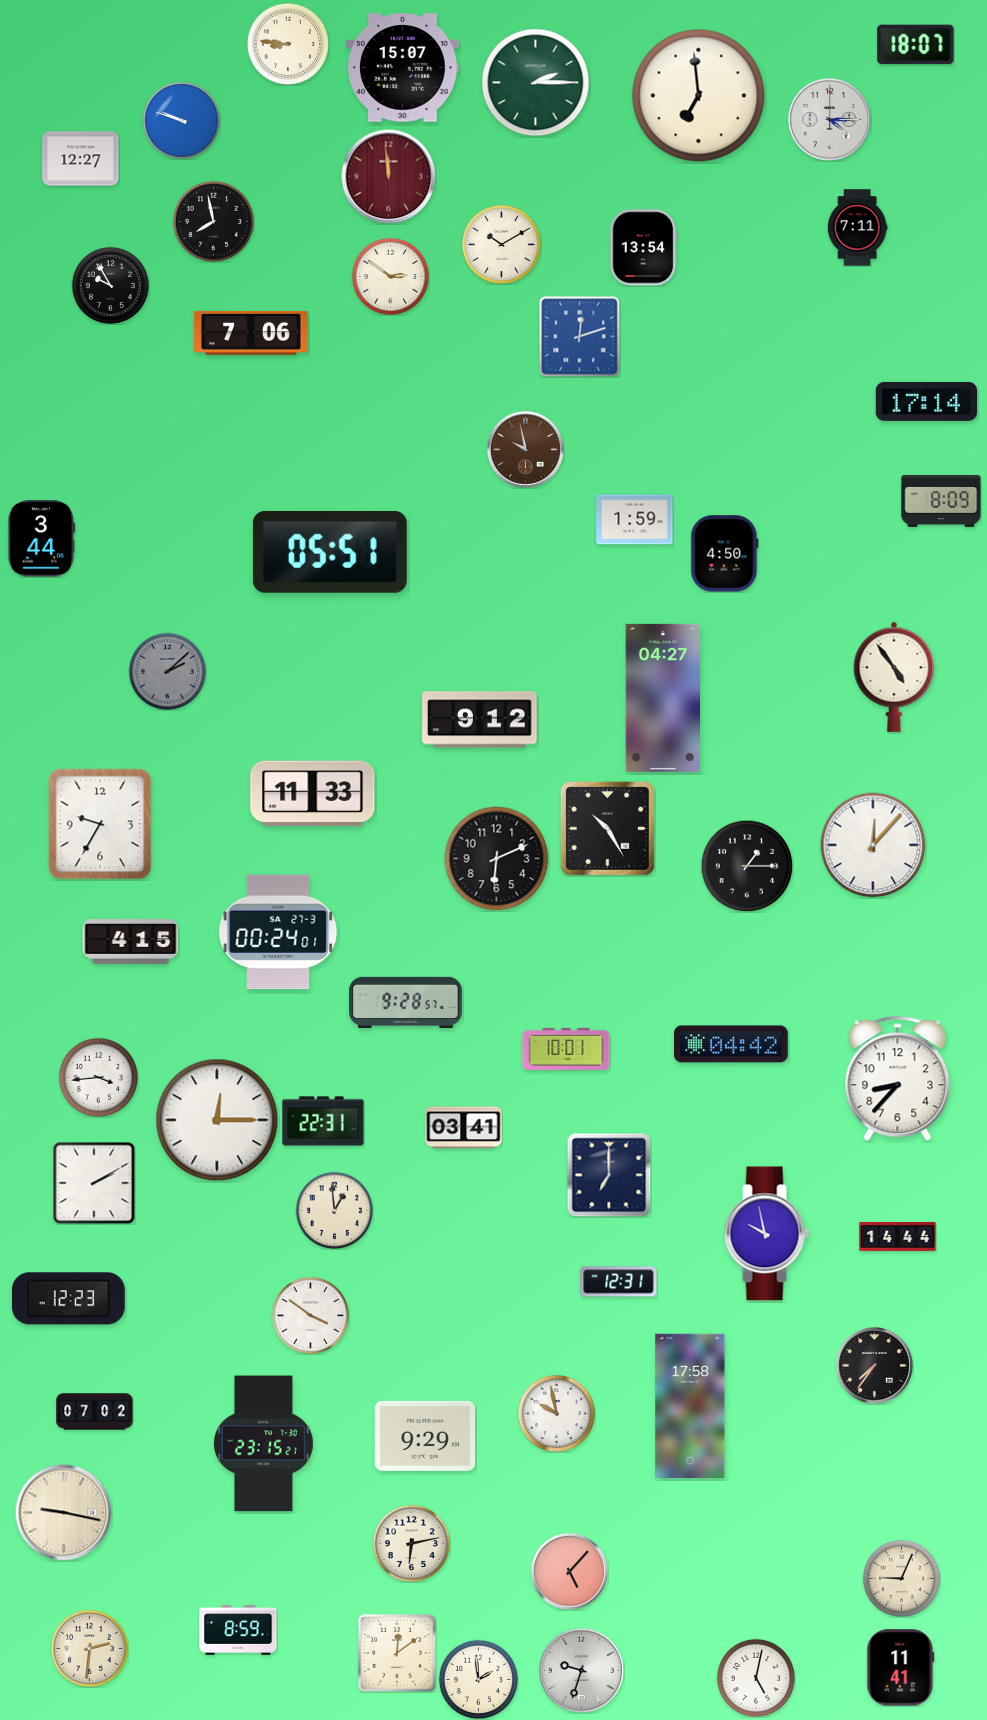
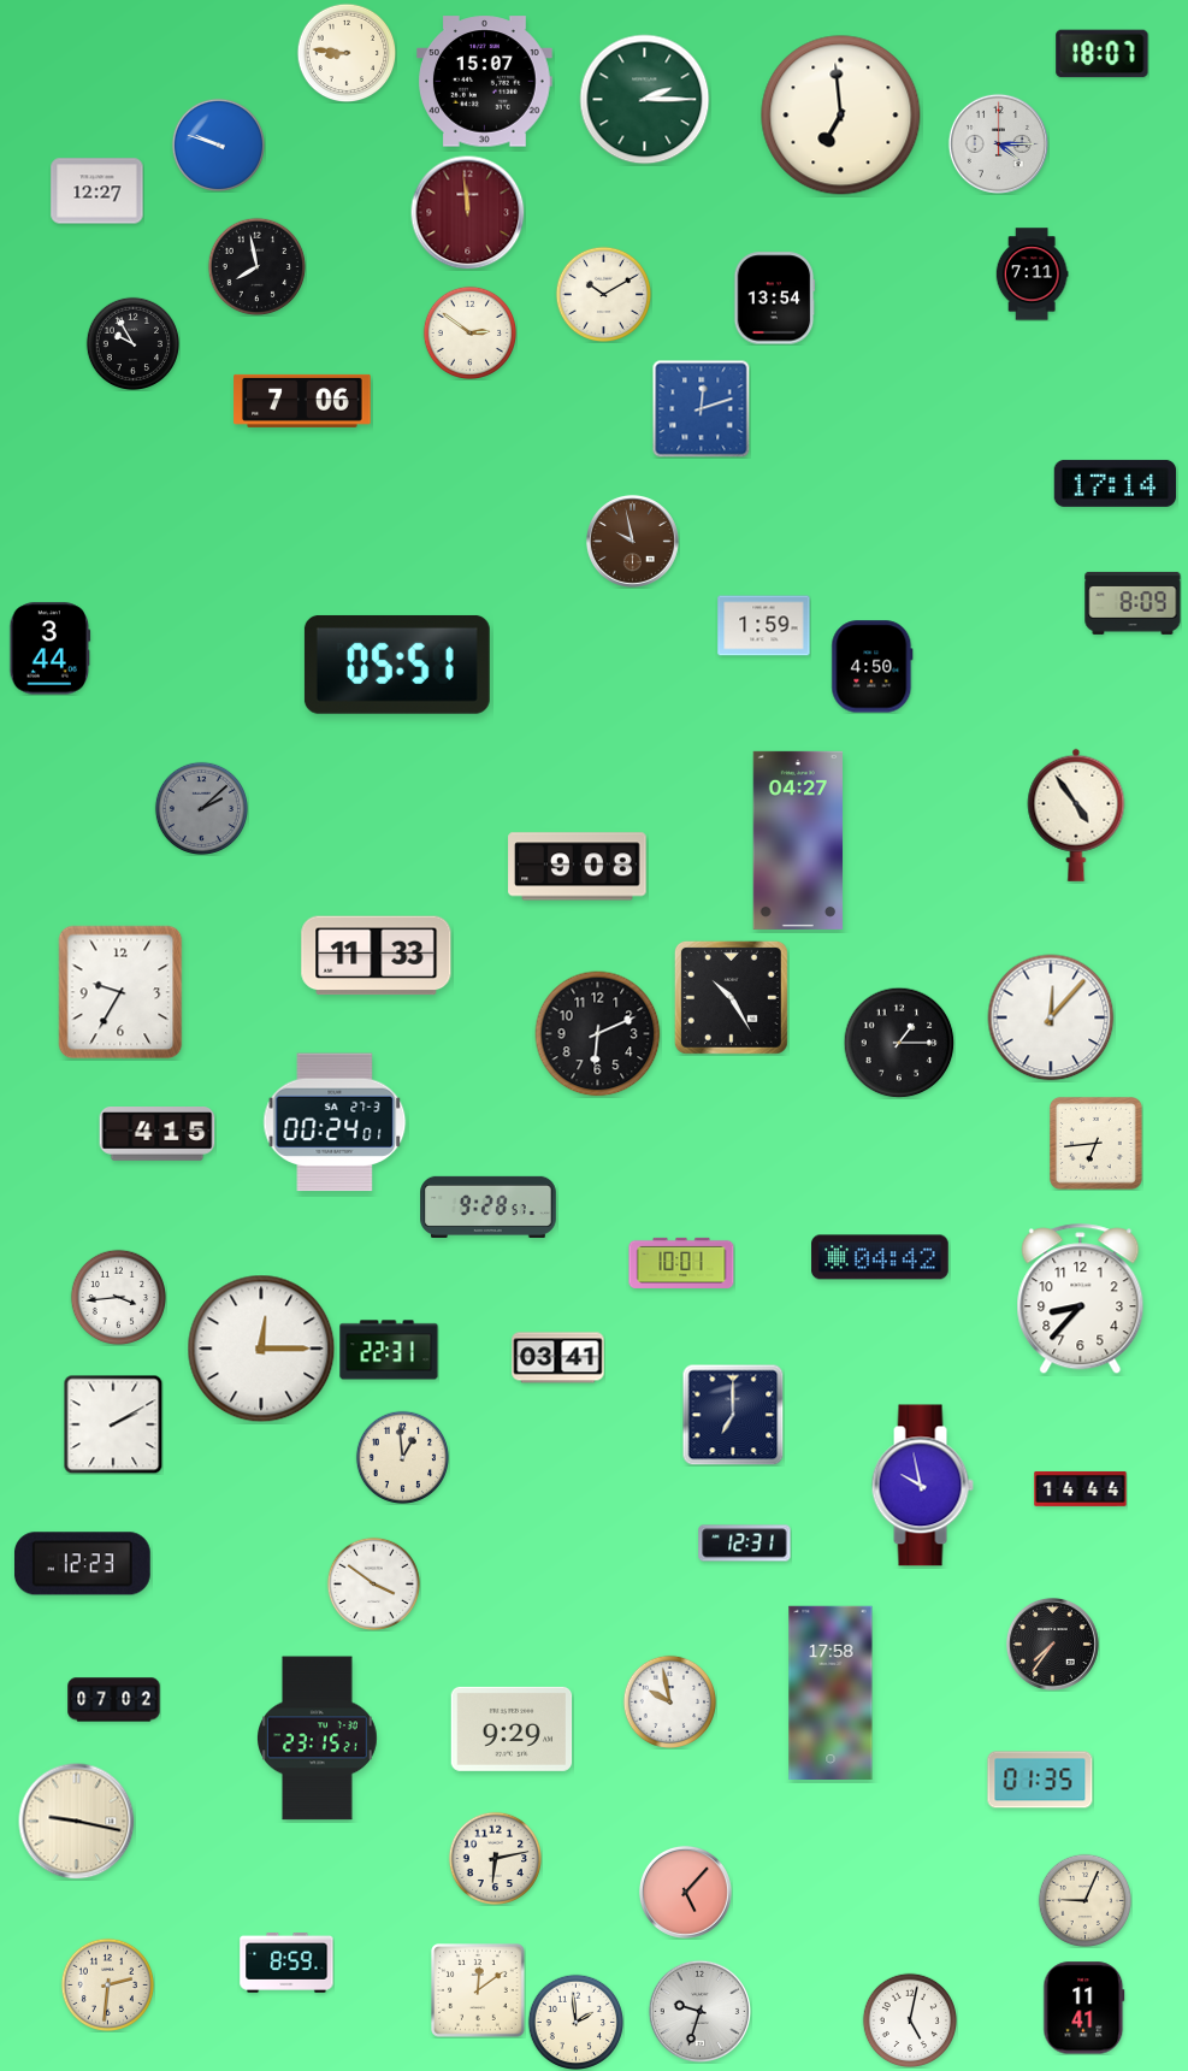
clock at (579, 336) position: (579, 336) -> (701, 408)
clock at (480, 720): 9:12 -> 9:08
clock at (1095, 1143): none -> 6:44
clock at (1040, 1780): none -> 01:35
